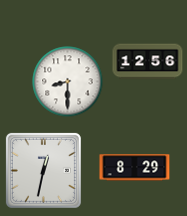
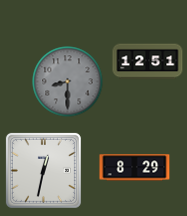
clock at (148, 62): 12:56 -> 12:51
clock at (68, 82) dial: white -> grey
